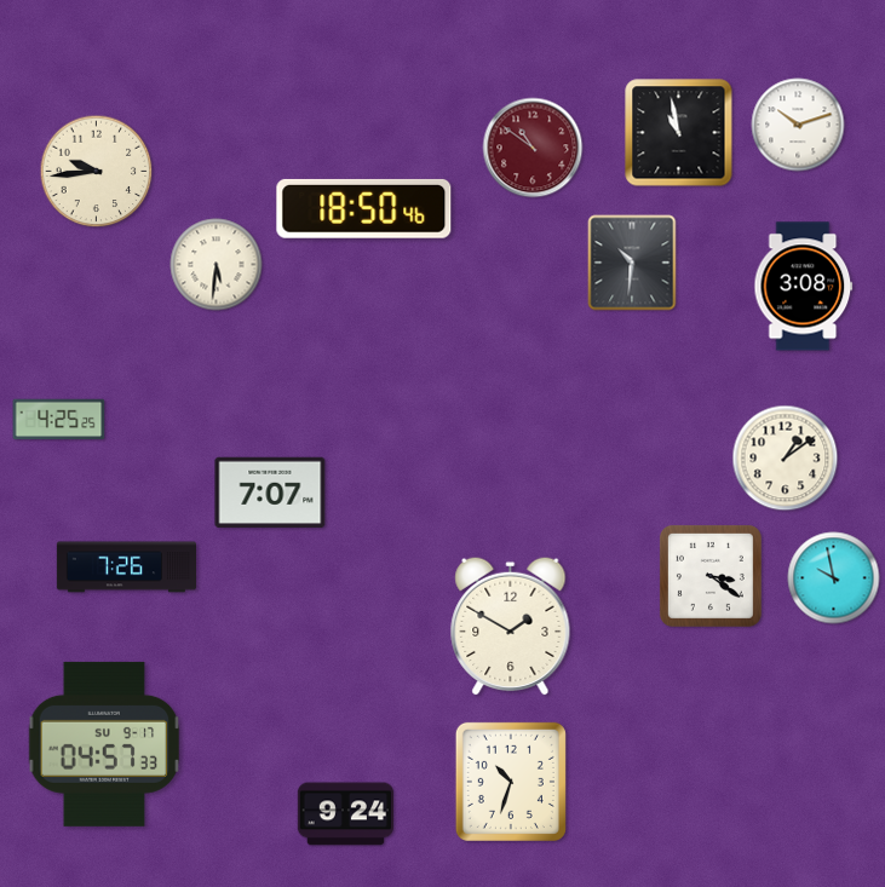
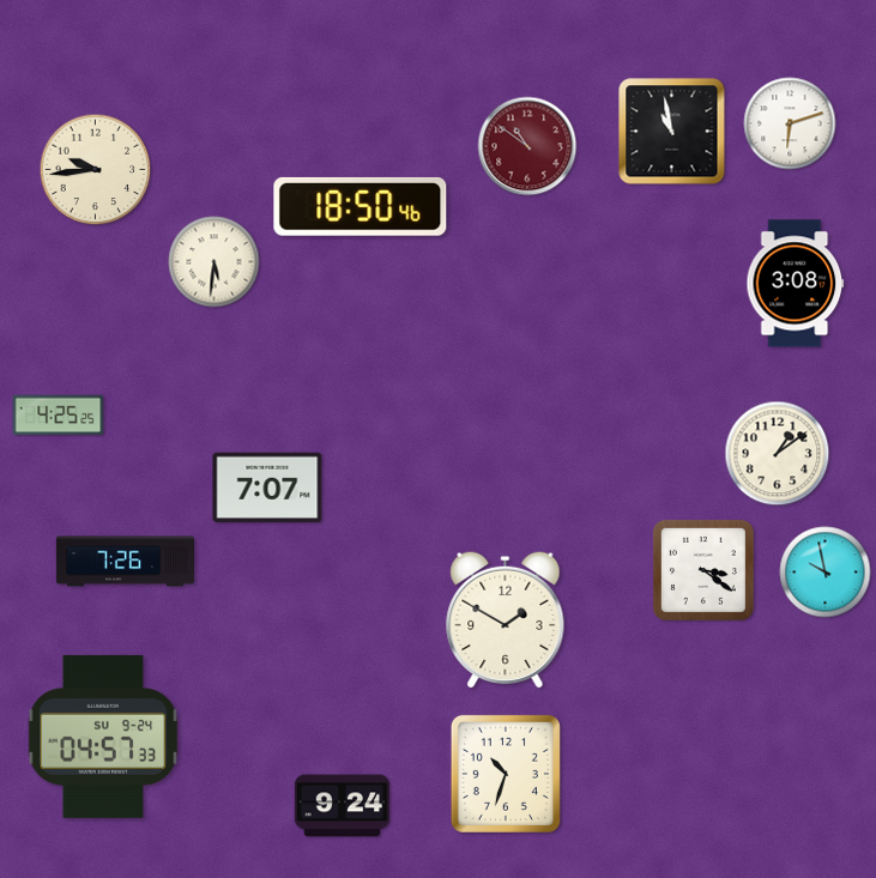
clock at (798, 125): 10:12 -> 6:12
clock at (632, 263): 10:31 -> none
clock at (104, 744) date: SU 9-17 -> SU 9-24
